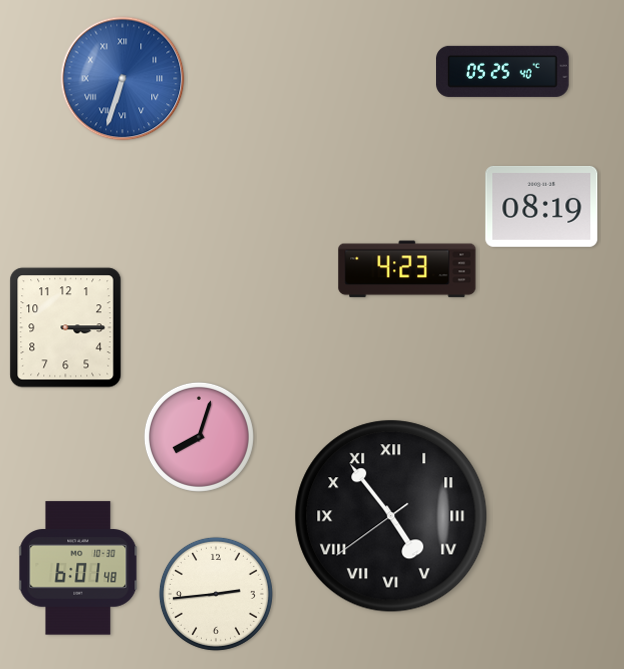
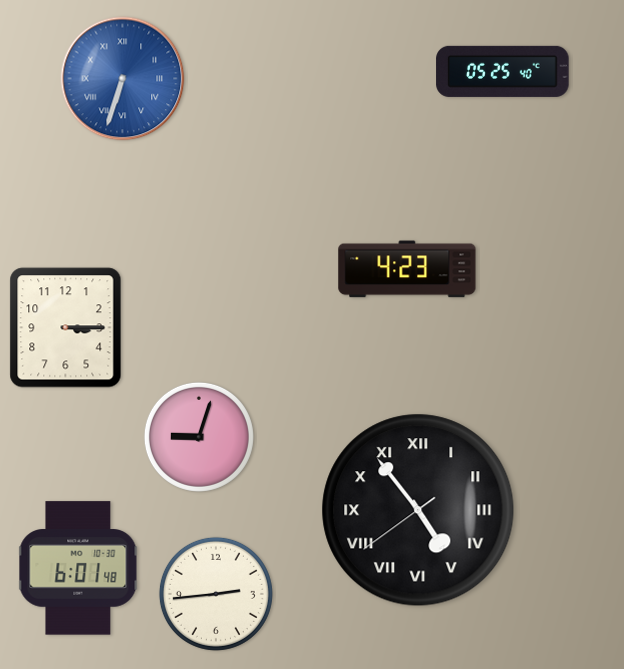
clock at (542, 206): 08:19 -> none
clock at (199, 437): 8:03 -> 9:03
clock at (391, 516) position: (391, 516) -> (418, 510)
